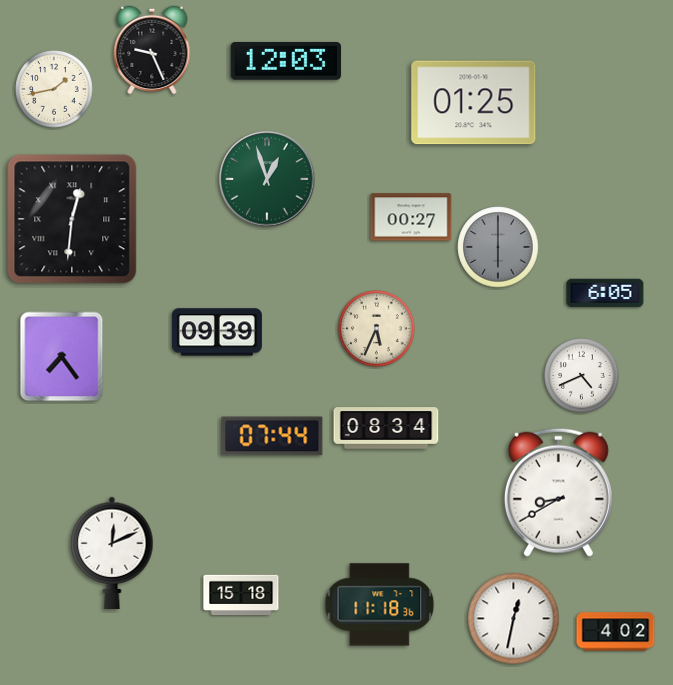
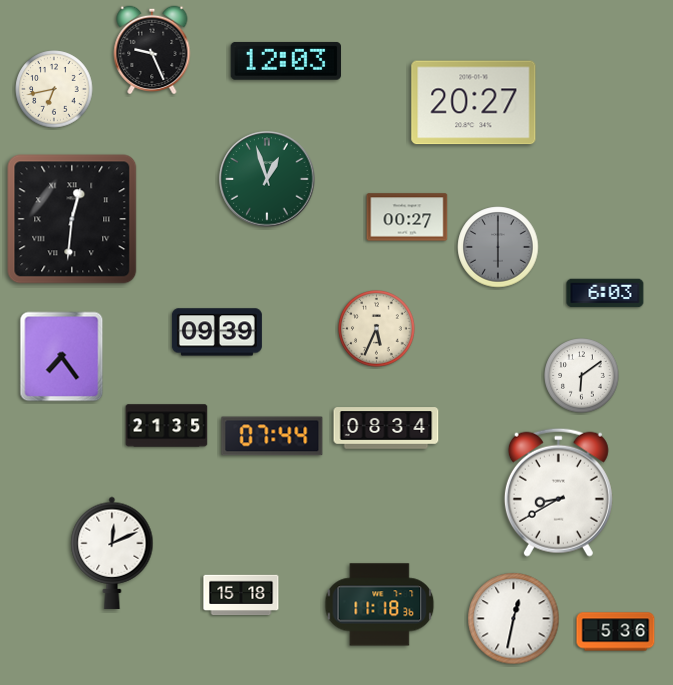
clock at (54, 89): 1:43 -> 6:43
clock at (474, 103): 01:25 -> 20:27
clock at (411, 217) position: (411, 217) -> (407, 217)
clock at (605, 293): 6:05 -> 6:03
clock at (582, 376): 4:41 -> 6:09
clock at (167, 426): none -> 21:35
clock at (616, 632): 4:02 -> 5:36
